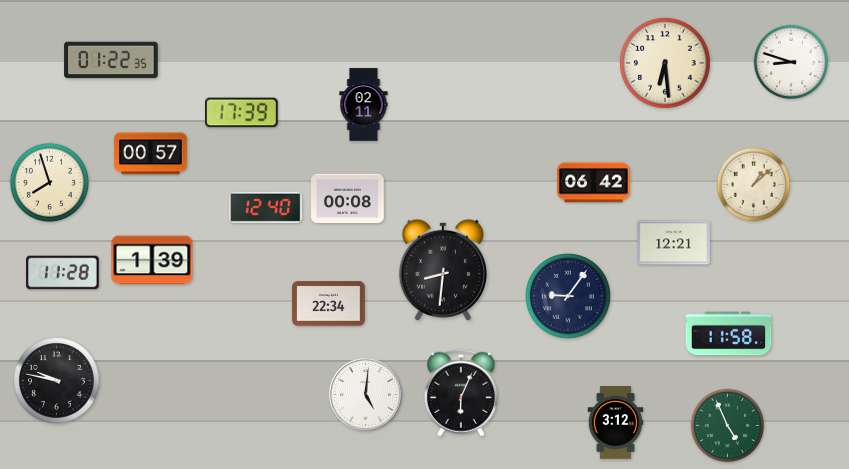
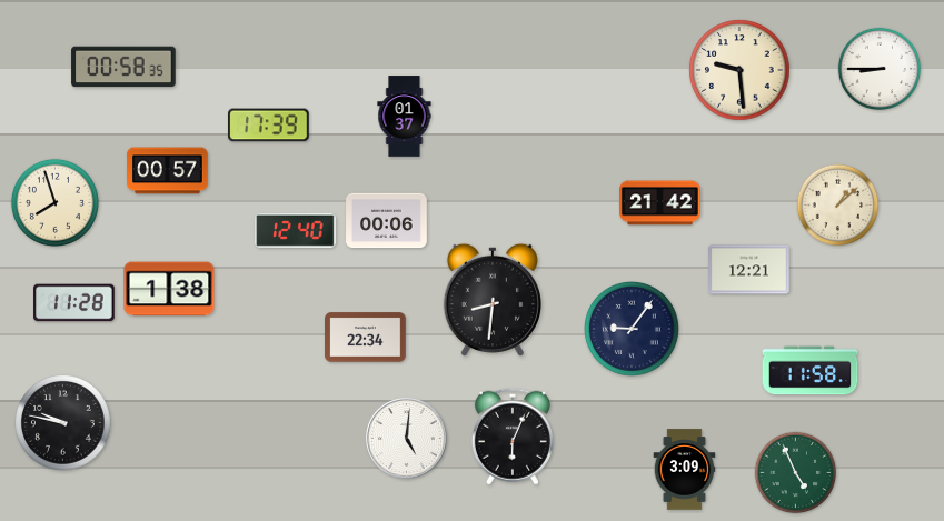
clock at (111, 60): 01:22 -> 00:58
clock at (791, 62): 8:48 -> 8:45
clock at (665, 63): 6:29 -> 9:29
clock at (364, 105): 02:11 -> 01:37
clock at (594, 183): 06:42 -> 21:42
clock at (348, 199): 00:08 -> 00:06
clock at (152, 260): 1:39 -> 1:38
clock at (63, 273) position: (63, 273) -> (74, 303)
clock at (616, 423): 3:12 -> 3:09
clock at (728, 426) position: (728, 426) -> (796, 473)
